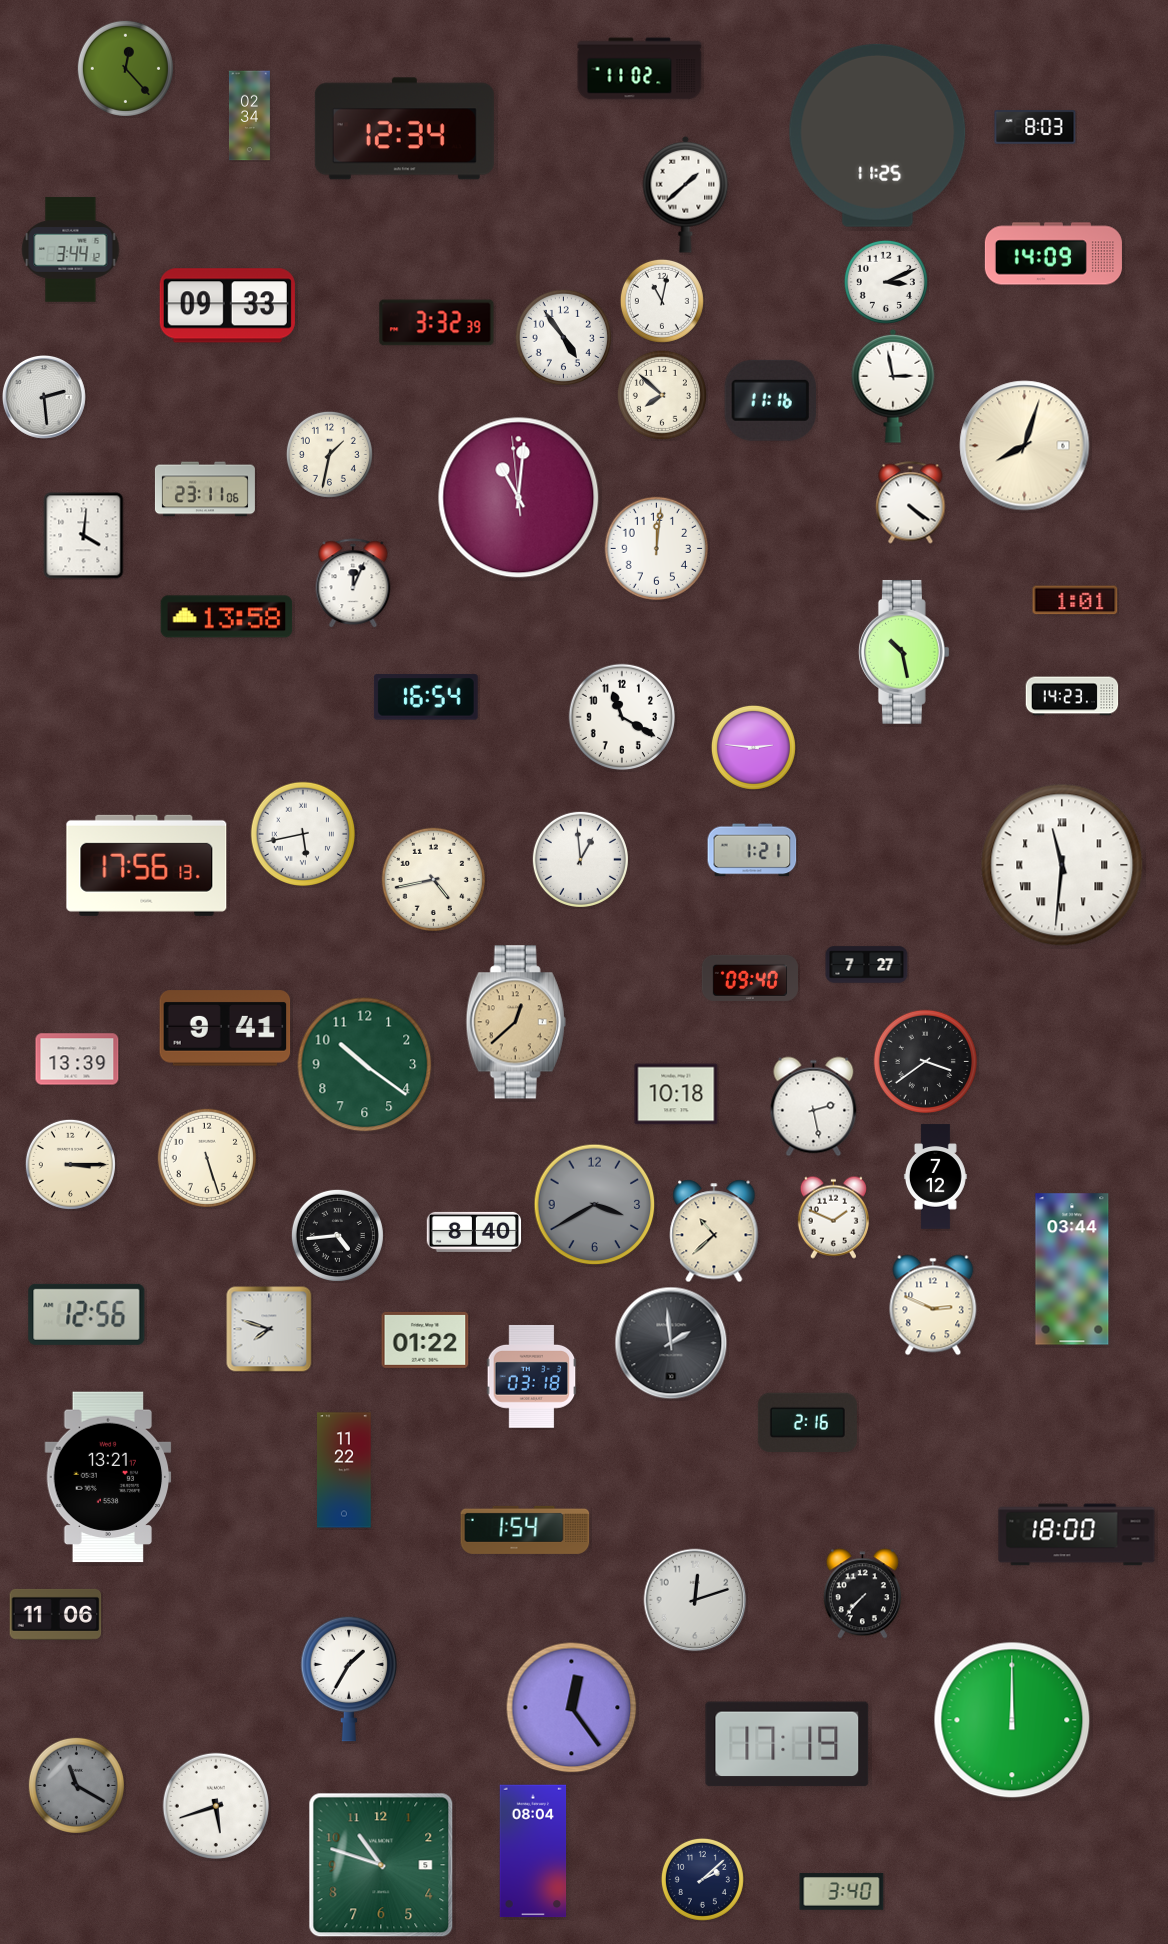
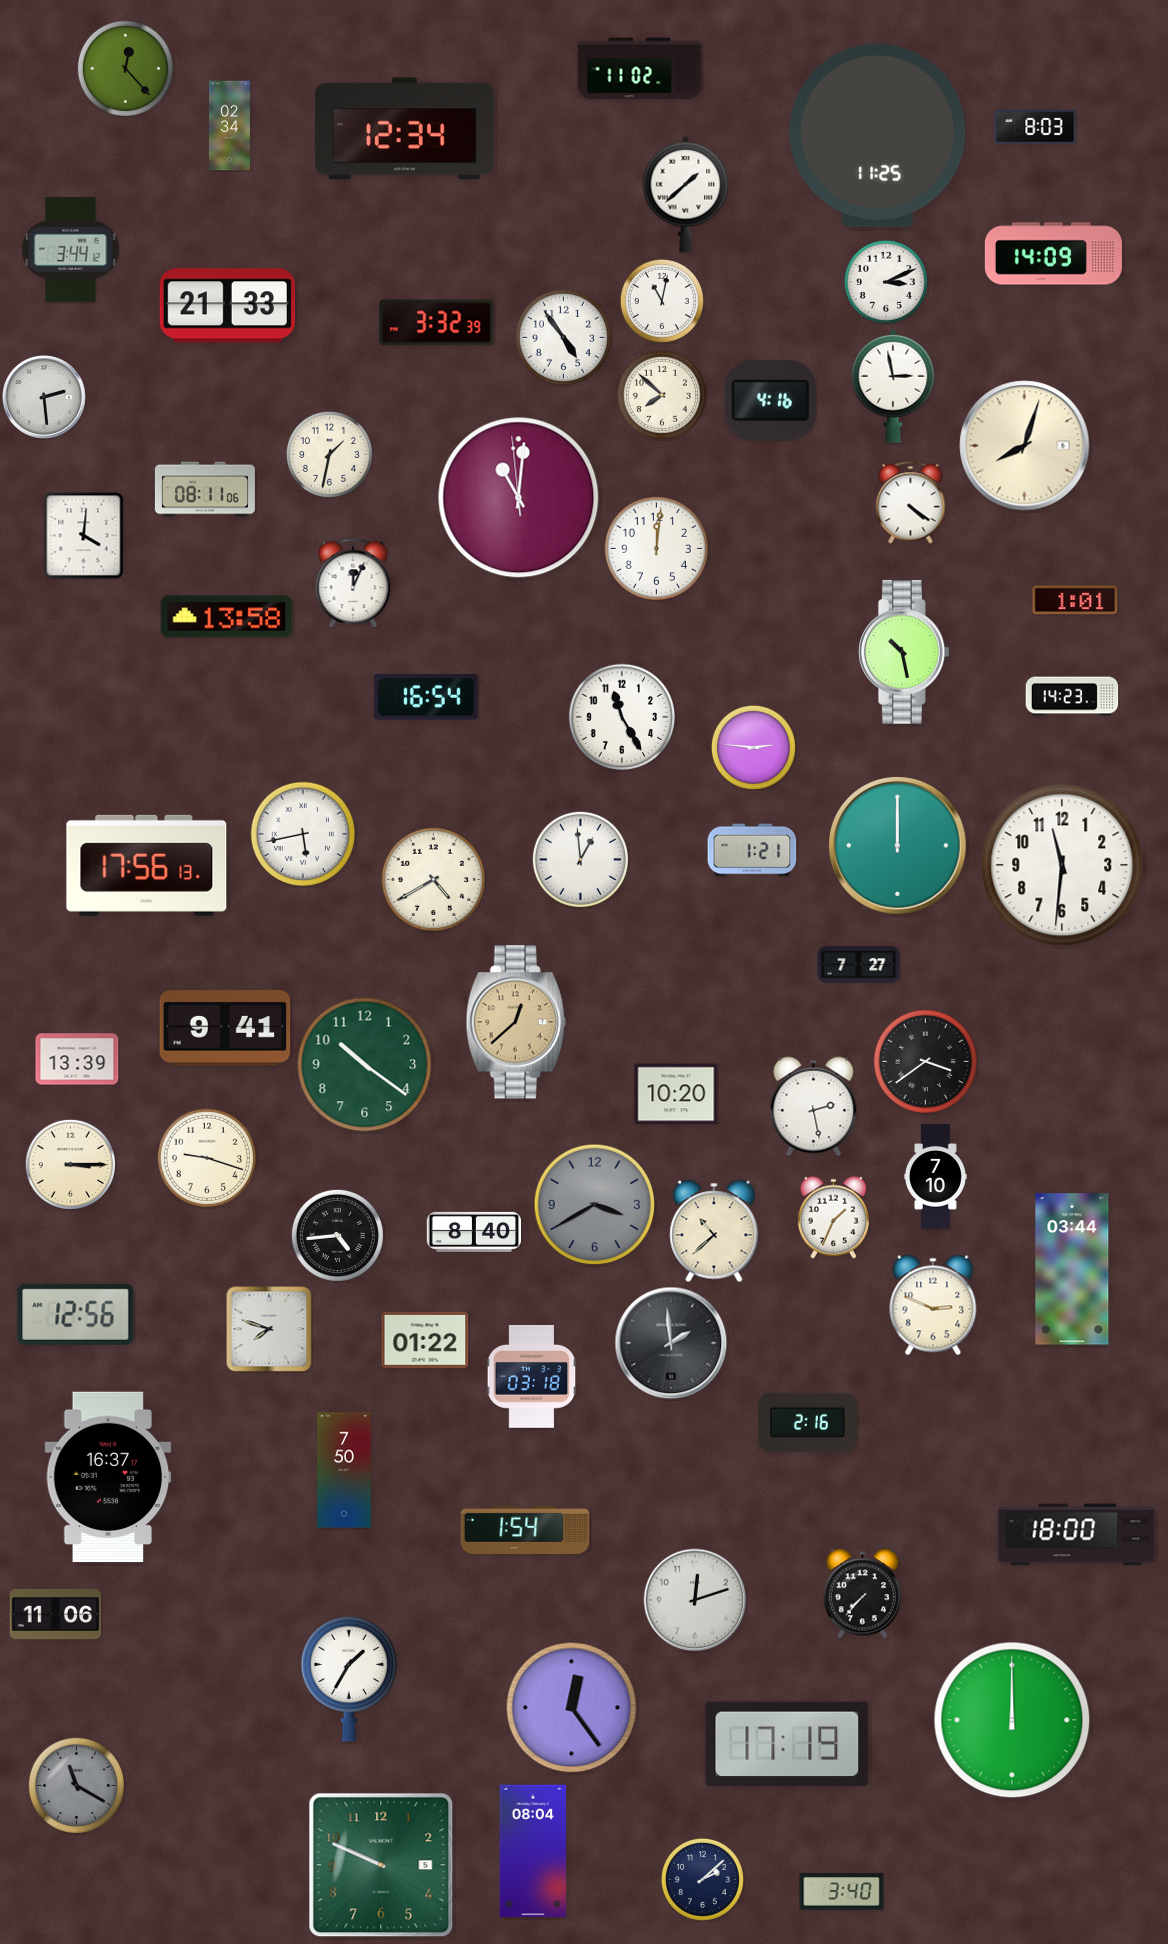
clock at (249, 116) position: (249, 116) -> (229, 126)
clock at (227, 306): 09:33 -> 21:33
clock at (770, 400): 11:16 -> 4:16
clock at (205, 489): 23:11 -> 08:11
clock at (621, 716): 11:20 -> 11:25
clock at (898, 846): none -> 12:00
clock at (1062, 865) numerals: Roman -> Arabic
clock at (433, 879): 4:43 -> 4:40
clock at (867, 965) position: (867, 965) -> (859, 965)
clock at (749, 978): 09:40 -> none
clock at (676, 1094): 10:18 -> 10:20
clock at (207, 1158): 5:27 -> 9:18
clock at (935, 1177): 7:12 -> 7:10
clock at (833, 1217): 1:49 -> 1:34
clock at (87, 1314) position: (87, 1314) -> (76, 1314)
clock at (344, 1470): 11:22 -> 7:50
clock at (108, 1477): 13:21 -> 16:37
clock at (215, 1805): 5:42 -> none
clock at (381, 1865): 10:48 -> 9:49
